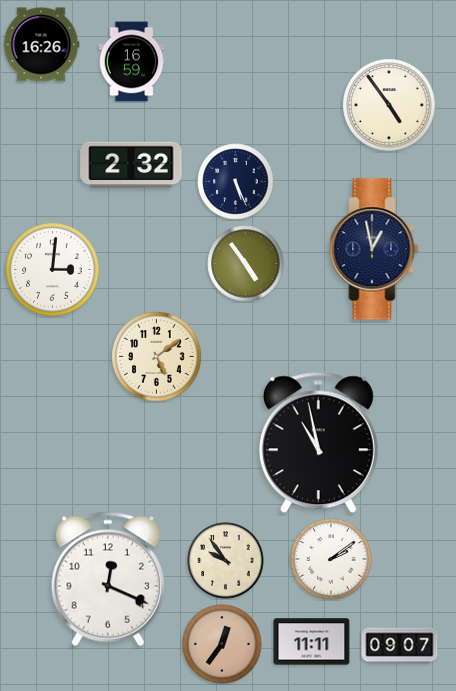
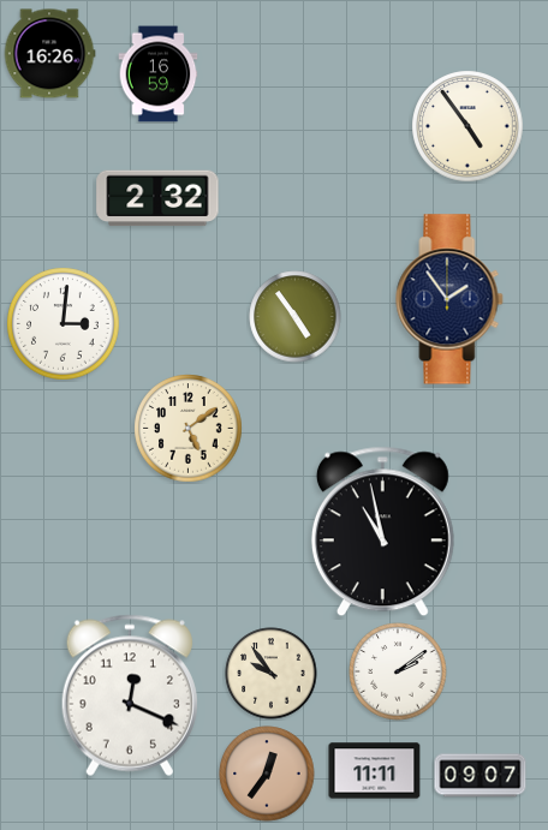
clock at (236, 182): 5:26 -> none
clock at (374, 249): 12:58 -> 1:54
